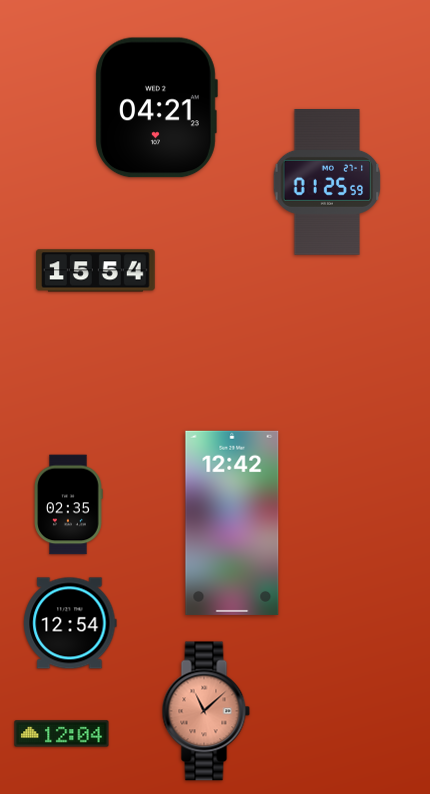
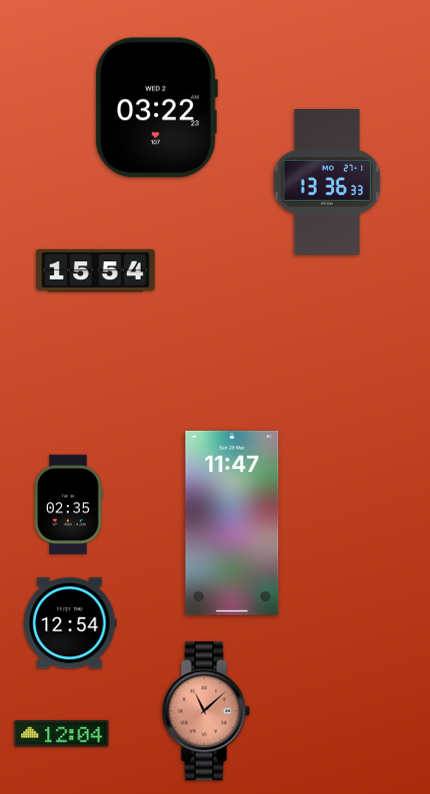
clock at (156, 108): 04:21 -> 03:22
clock at (327, 183): 01:25 -> 13:36
clock at (232, 523): 12:42 -> 11:47
